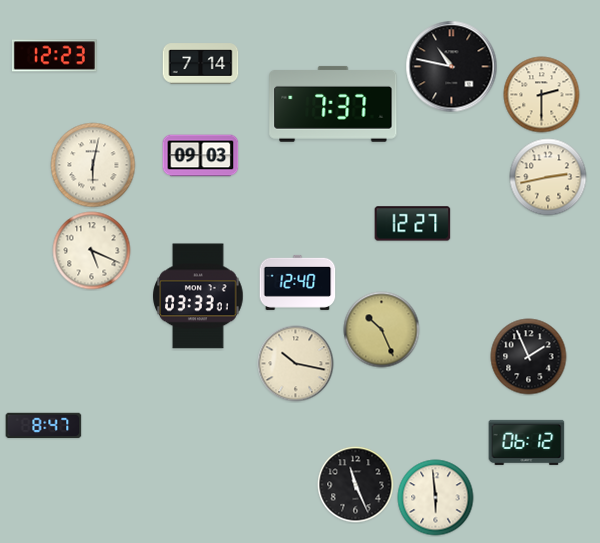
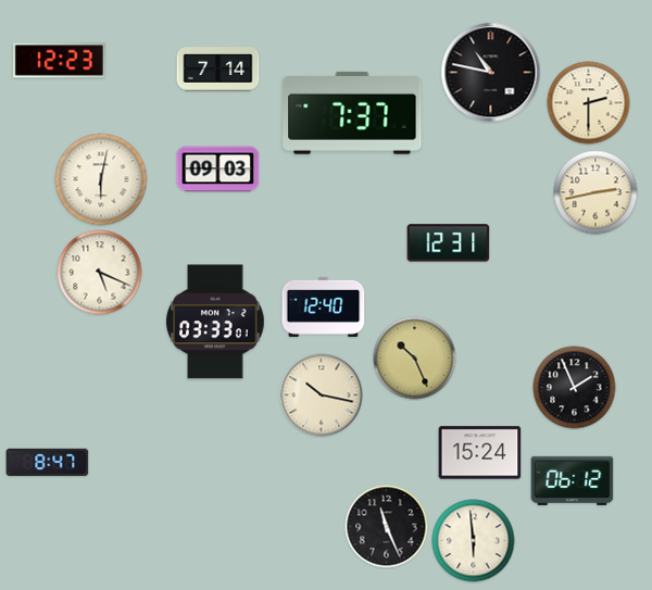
clock at (333, 104) position: (333, 104) -> (352, 113)
clock at (413, 224): 12:27 -> 12:31
clock at (480, 453): none -> 15:24
